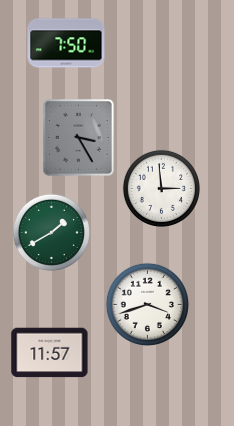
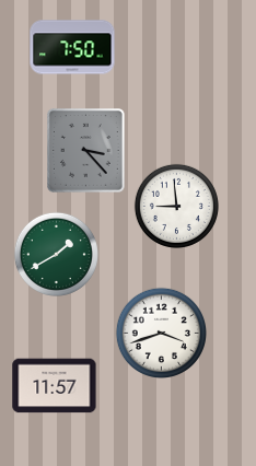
clock at (79, 138): 3:25 -> 3:23
clock at (161, 188): 2:59 -> 8:59
